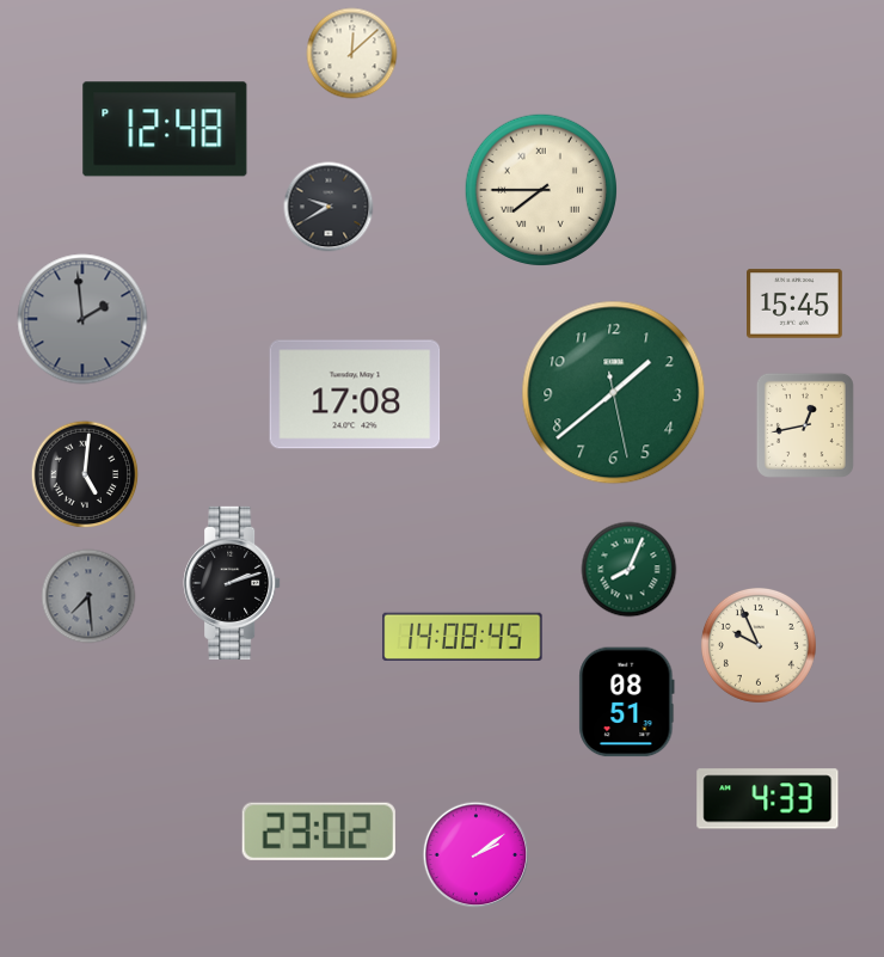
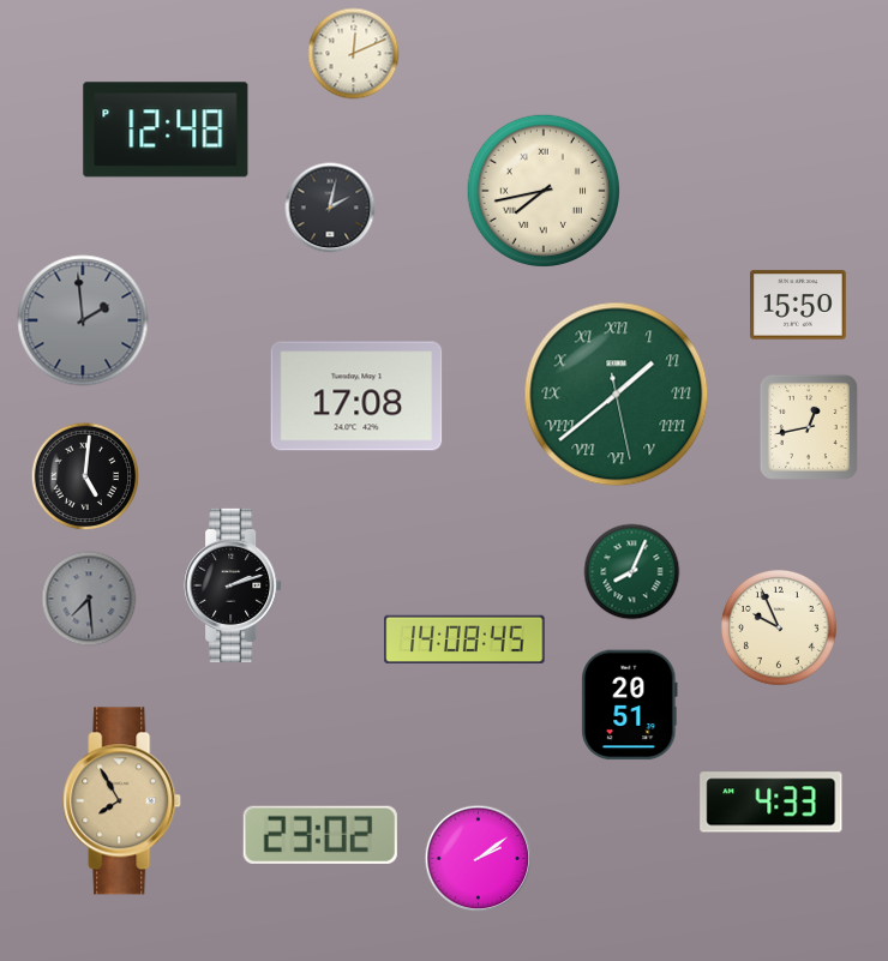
clock at (352, 54): 12:08 -> 12:11
clock at (540, 189): 7:45 -> 7:43
clock at (329, 207): 9:40 -> 2:02
clock at (796, 303): 15:45 -> 15:50
clock at (614, 393) numerals: Arabic -> Roman
clock at (759, 645) position: (759, 645) -> (779, 627)
clock at (627, 703): 08:51 -> 20:51
clock at (122, 801): none -> 7:55
